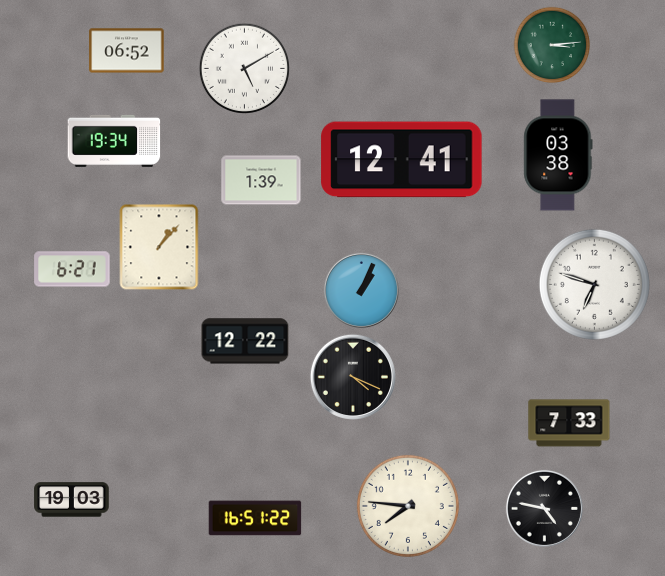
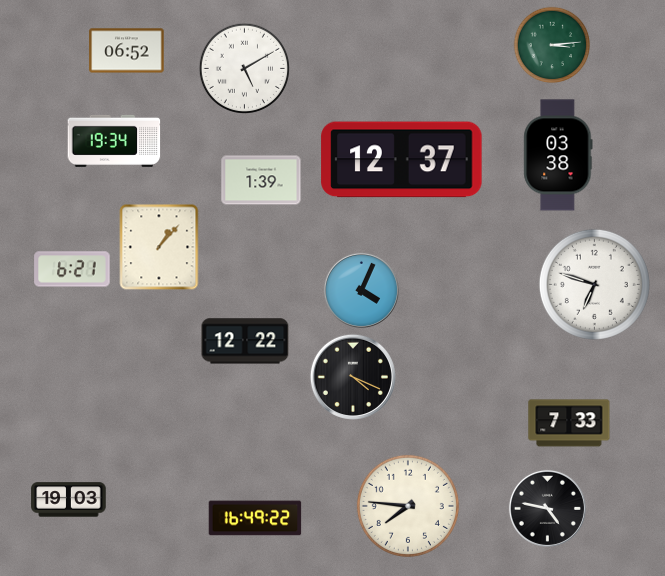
clock at (402, 160): 12:41 -> 12:37
clock at (361, 290): 1:04 -> 4:04
clock at (72, 500) position: (72, 500) -> (69, 500)
clock at (544, 508) position: (544, 508) -> (547, 508)
clock at (255, 518): 16:51 -> 16:49
